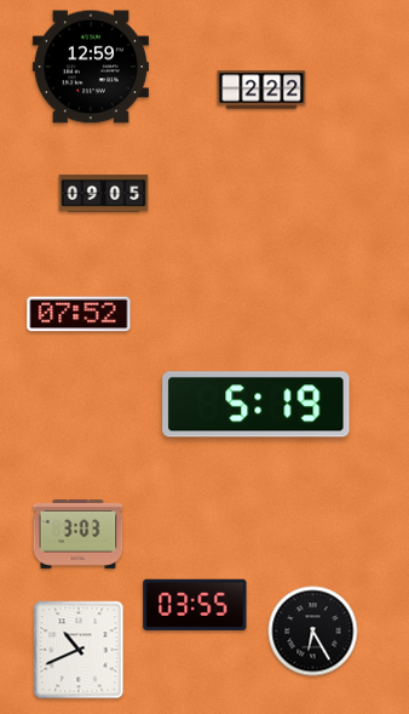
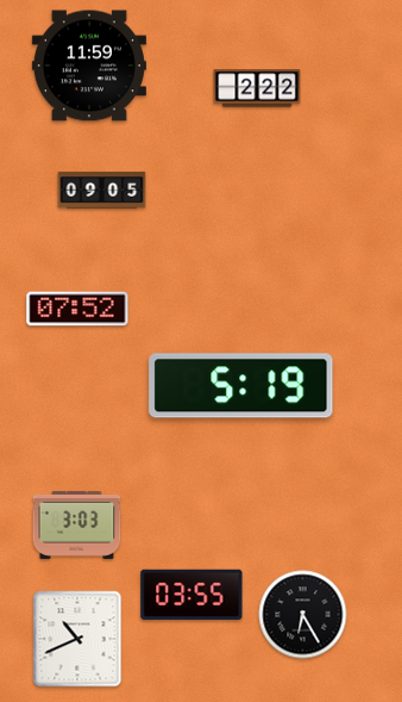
clock at (91, 67): 12:59 -> 11:59
clock at (257, 405) position: (257, 405) -> (241, 386)
clock at (313, 632) position: (313, 632) -> (303, 615)
